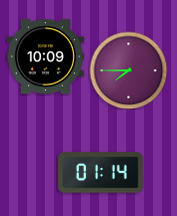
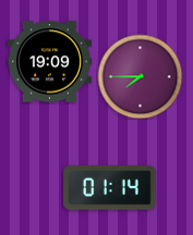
clock at (45, 57): 10:09 -> 19:09
